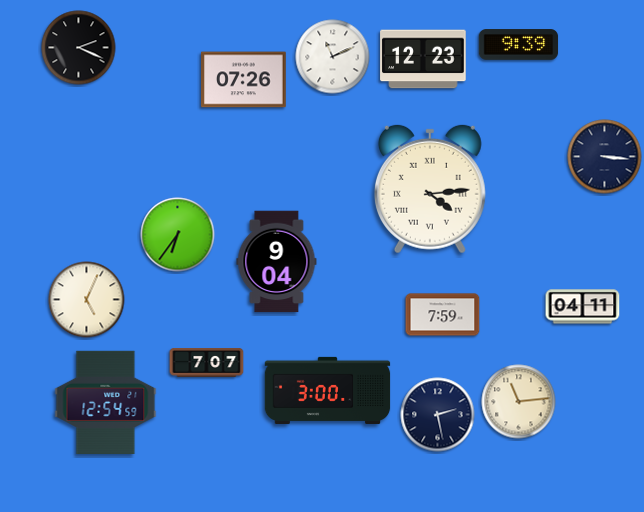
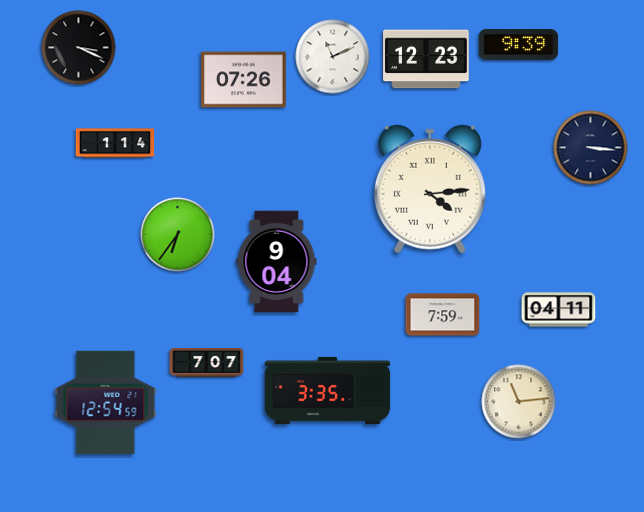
clock at (79, 48): 2:19 -> 3:19
clock at (423, 59) position: (423, 59) -> (426, 59)
clock at (115, 143): none -> 1:14
clock at (605, 157) position: (605, 157) -> (591, 148)
clock at (87, 300): 5:04 -> none
clock at (583, 307) position: (583, 307) -> (559, 310)
clock at (328, 390): 3:00 -> 3:35
clock at (438, 415): 2:28 -> none
